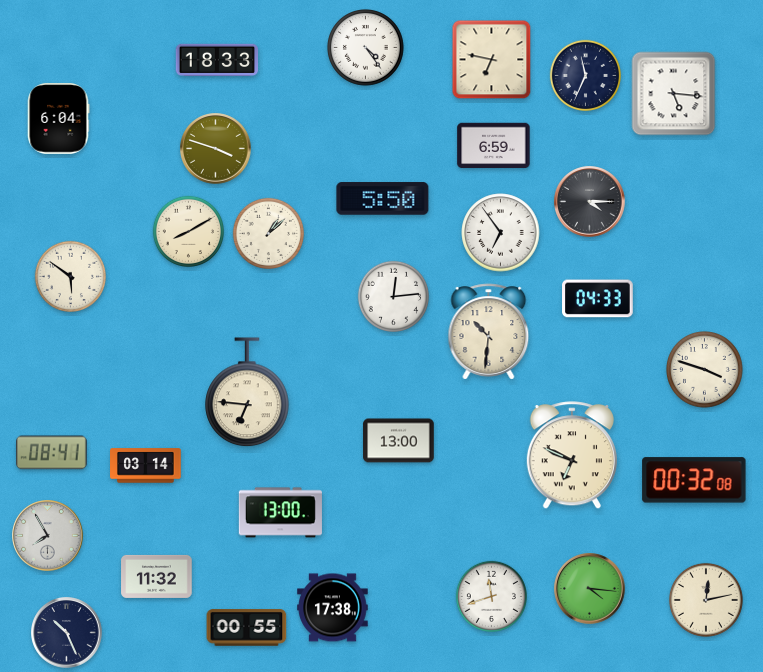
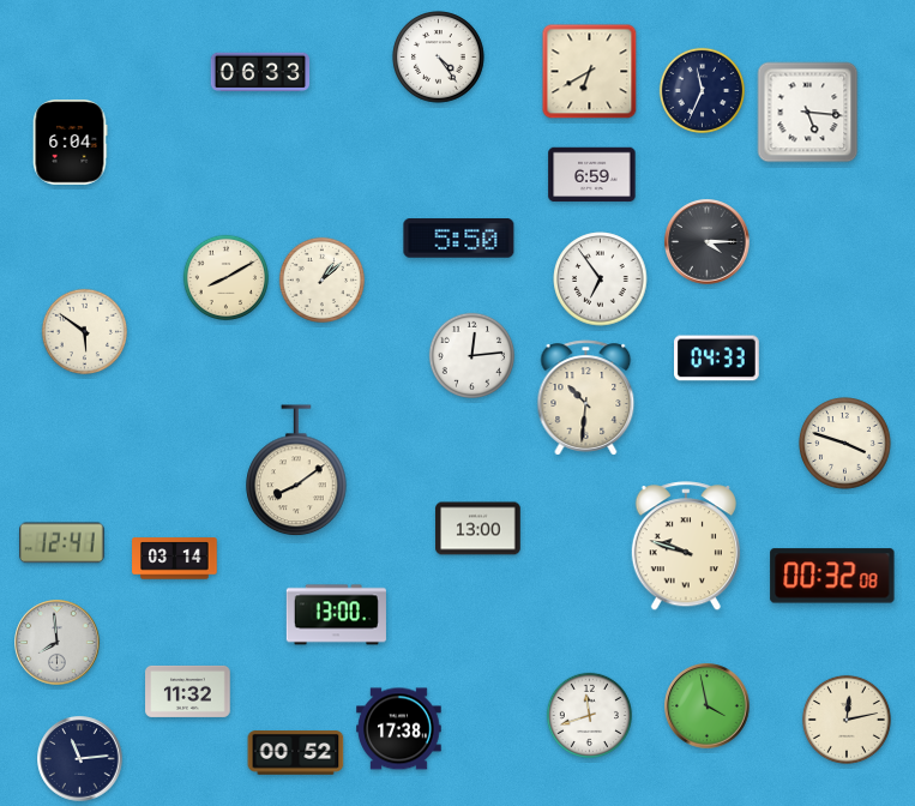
clock at (217, 60): 18:33 -> 06:33
clock at (492, 60): 6:47 -> 6:40
clock at (216, 149): 3:48 -> none
clock at (247, 393): 6:46 -> 8:09
clock at (52, 453): 08:41 -> 12:41
clock at (572, 456): 6:49 -> 9:48
clock at (48, 536): 7:55 -> 7:59
clock at (590, 589): 4:16 -> 3:58
clock at (247, 628): 00:55 -> 00:52
clock at (67, 633): 10:26 -> 11:14
